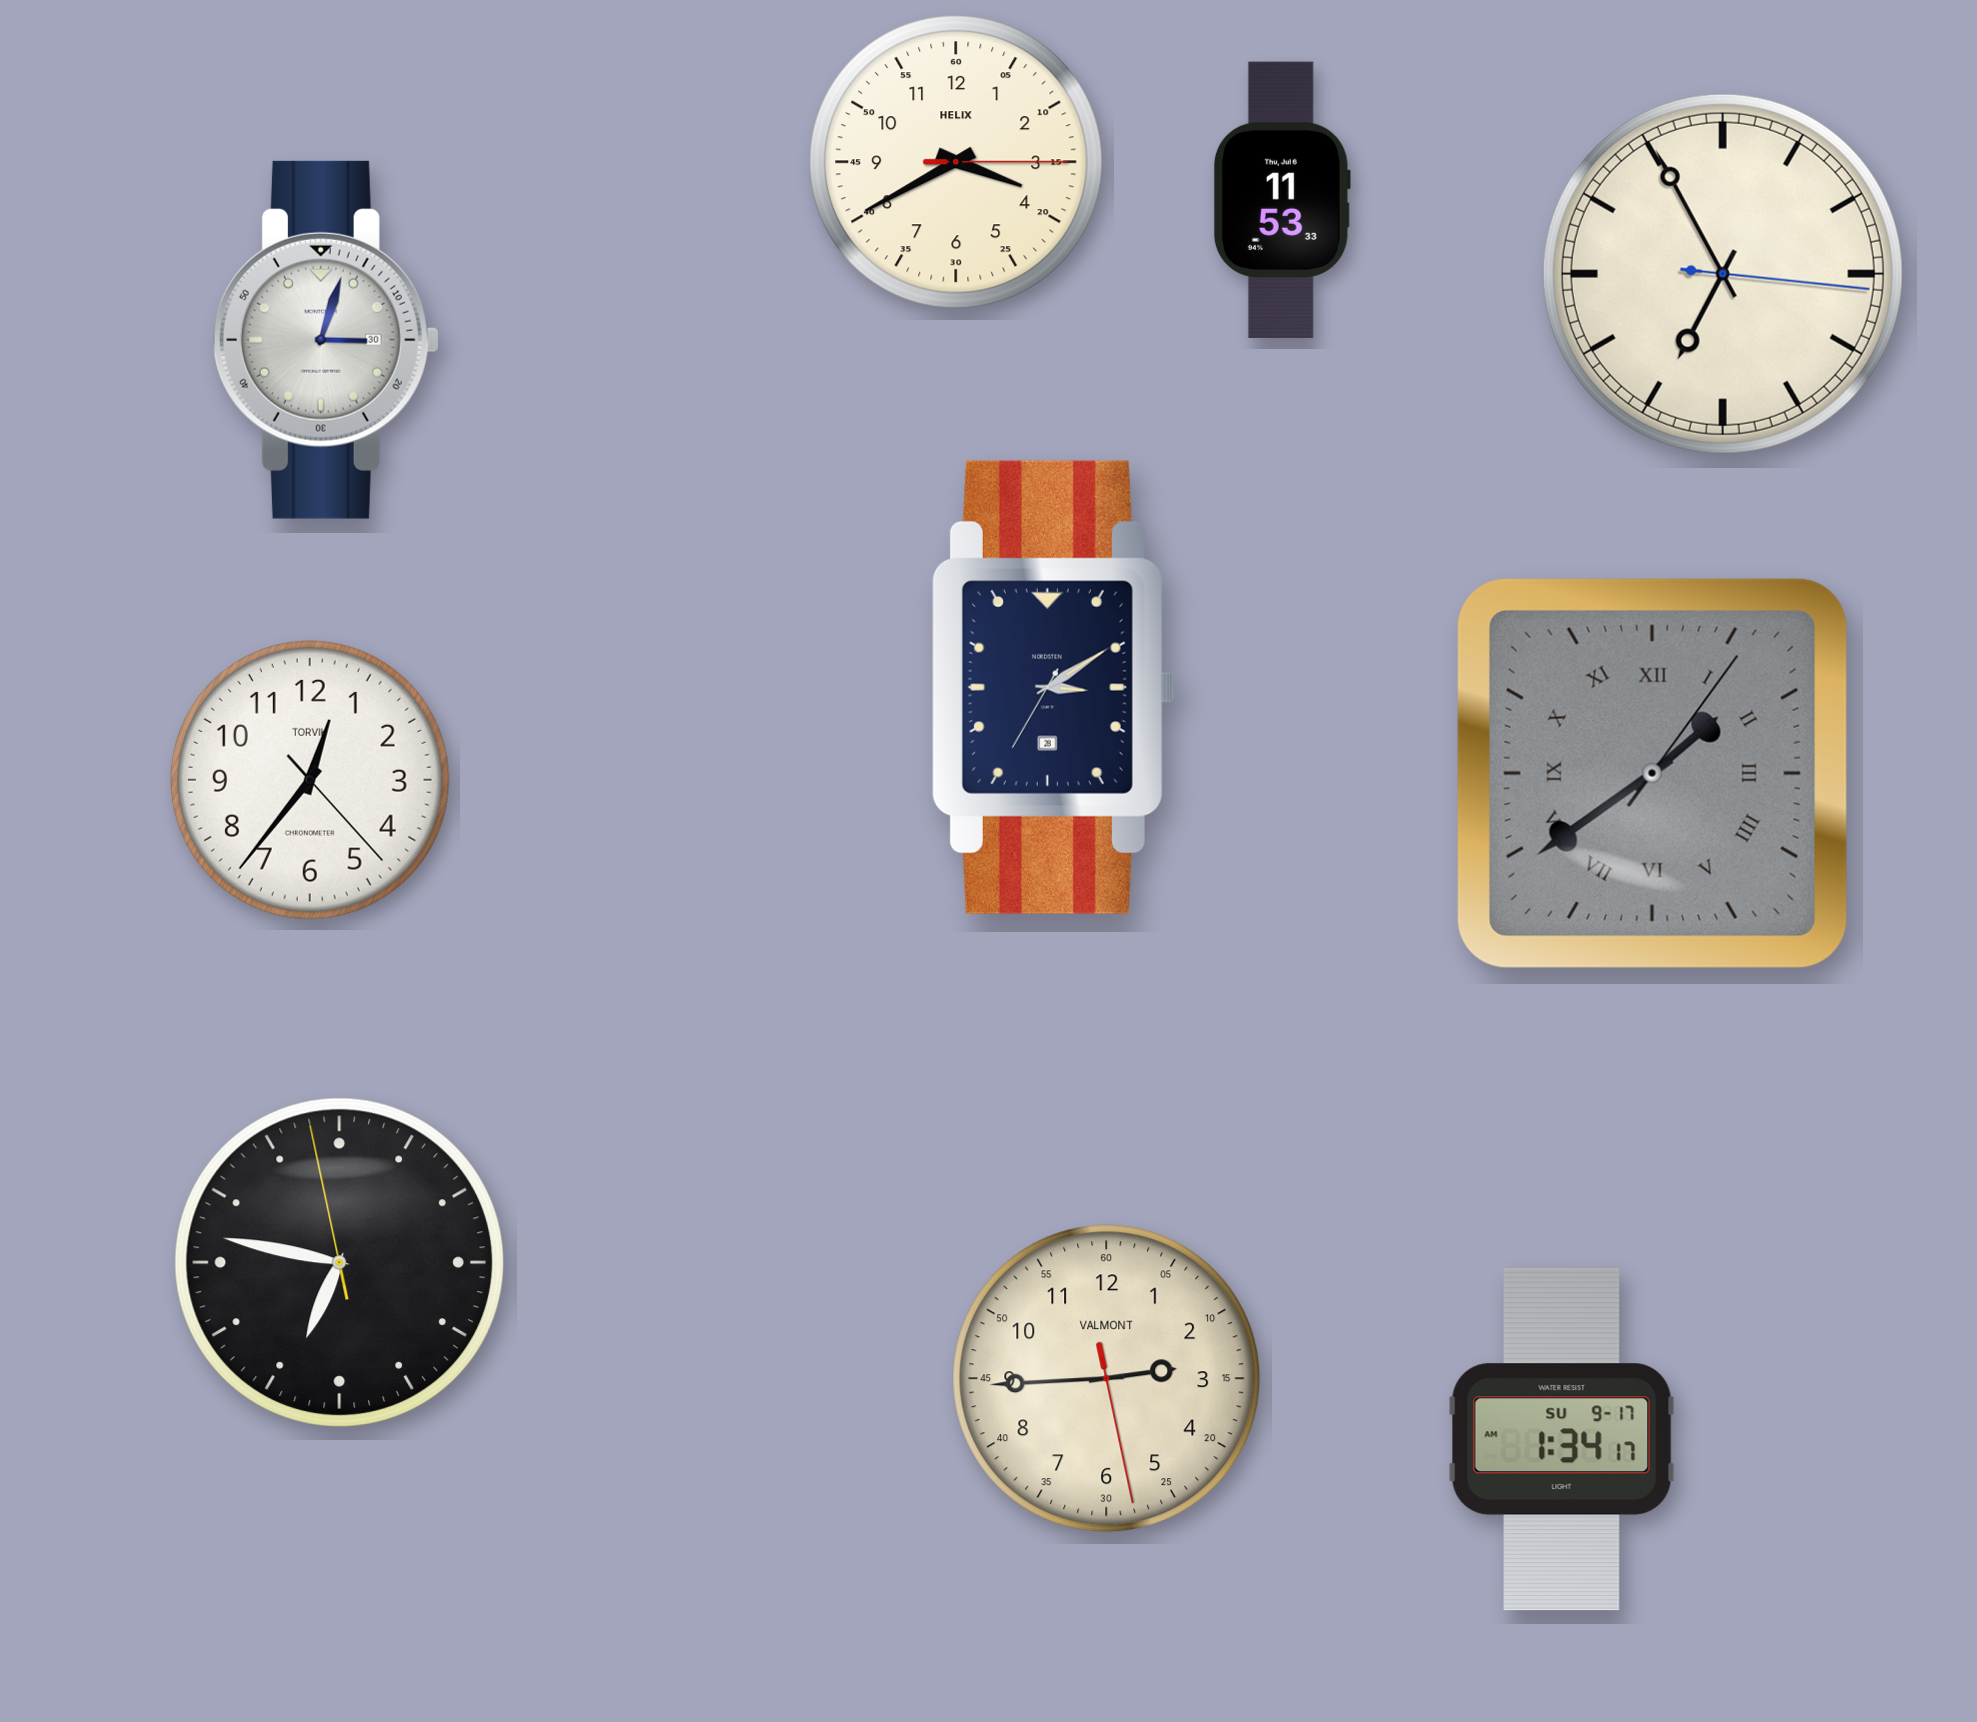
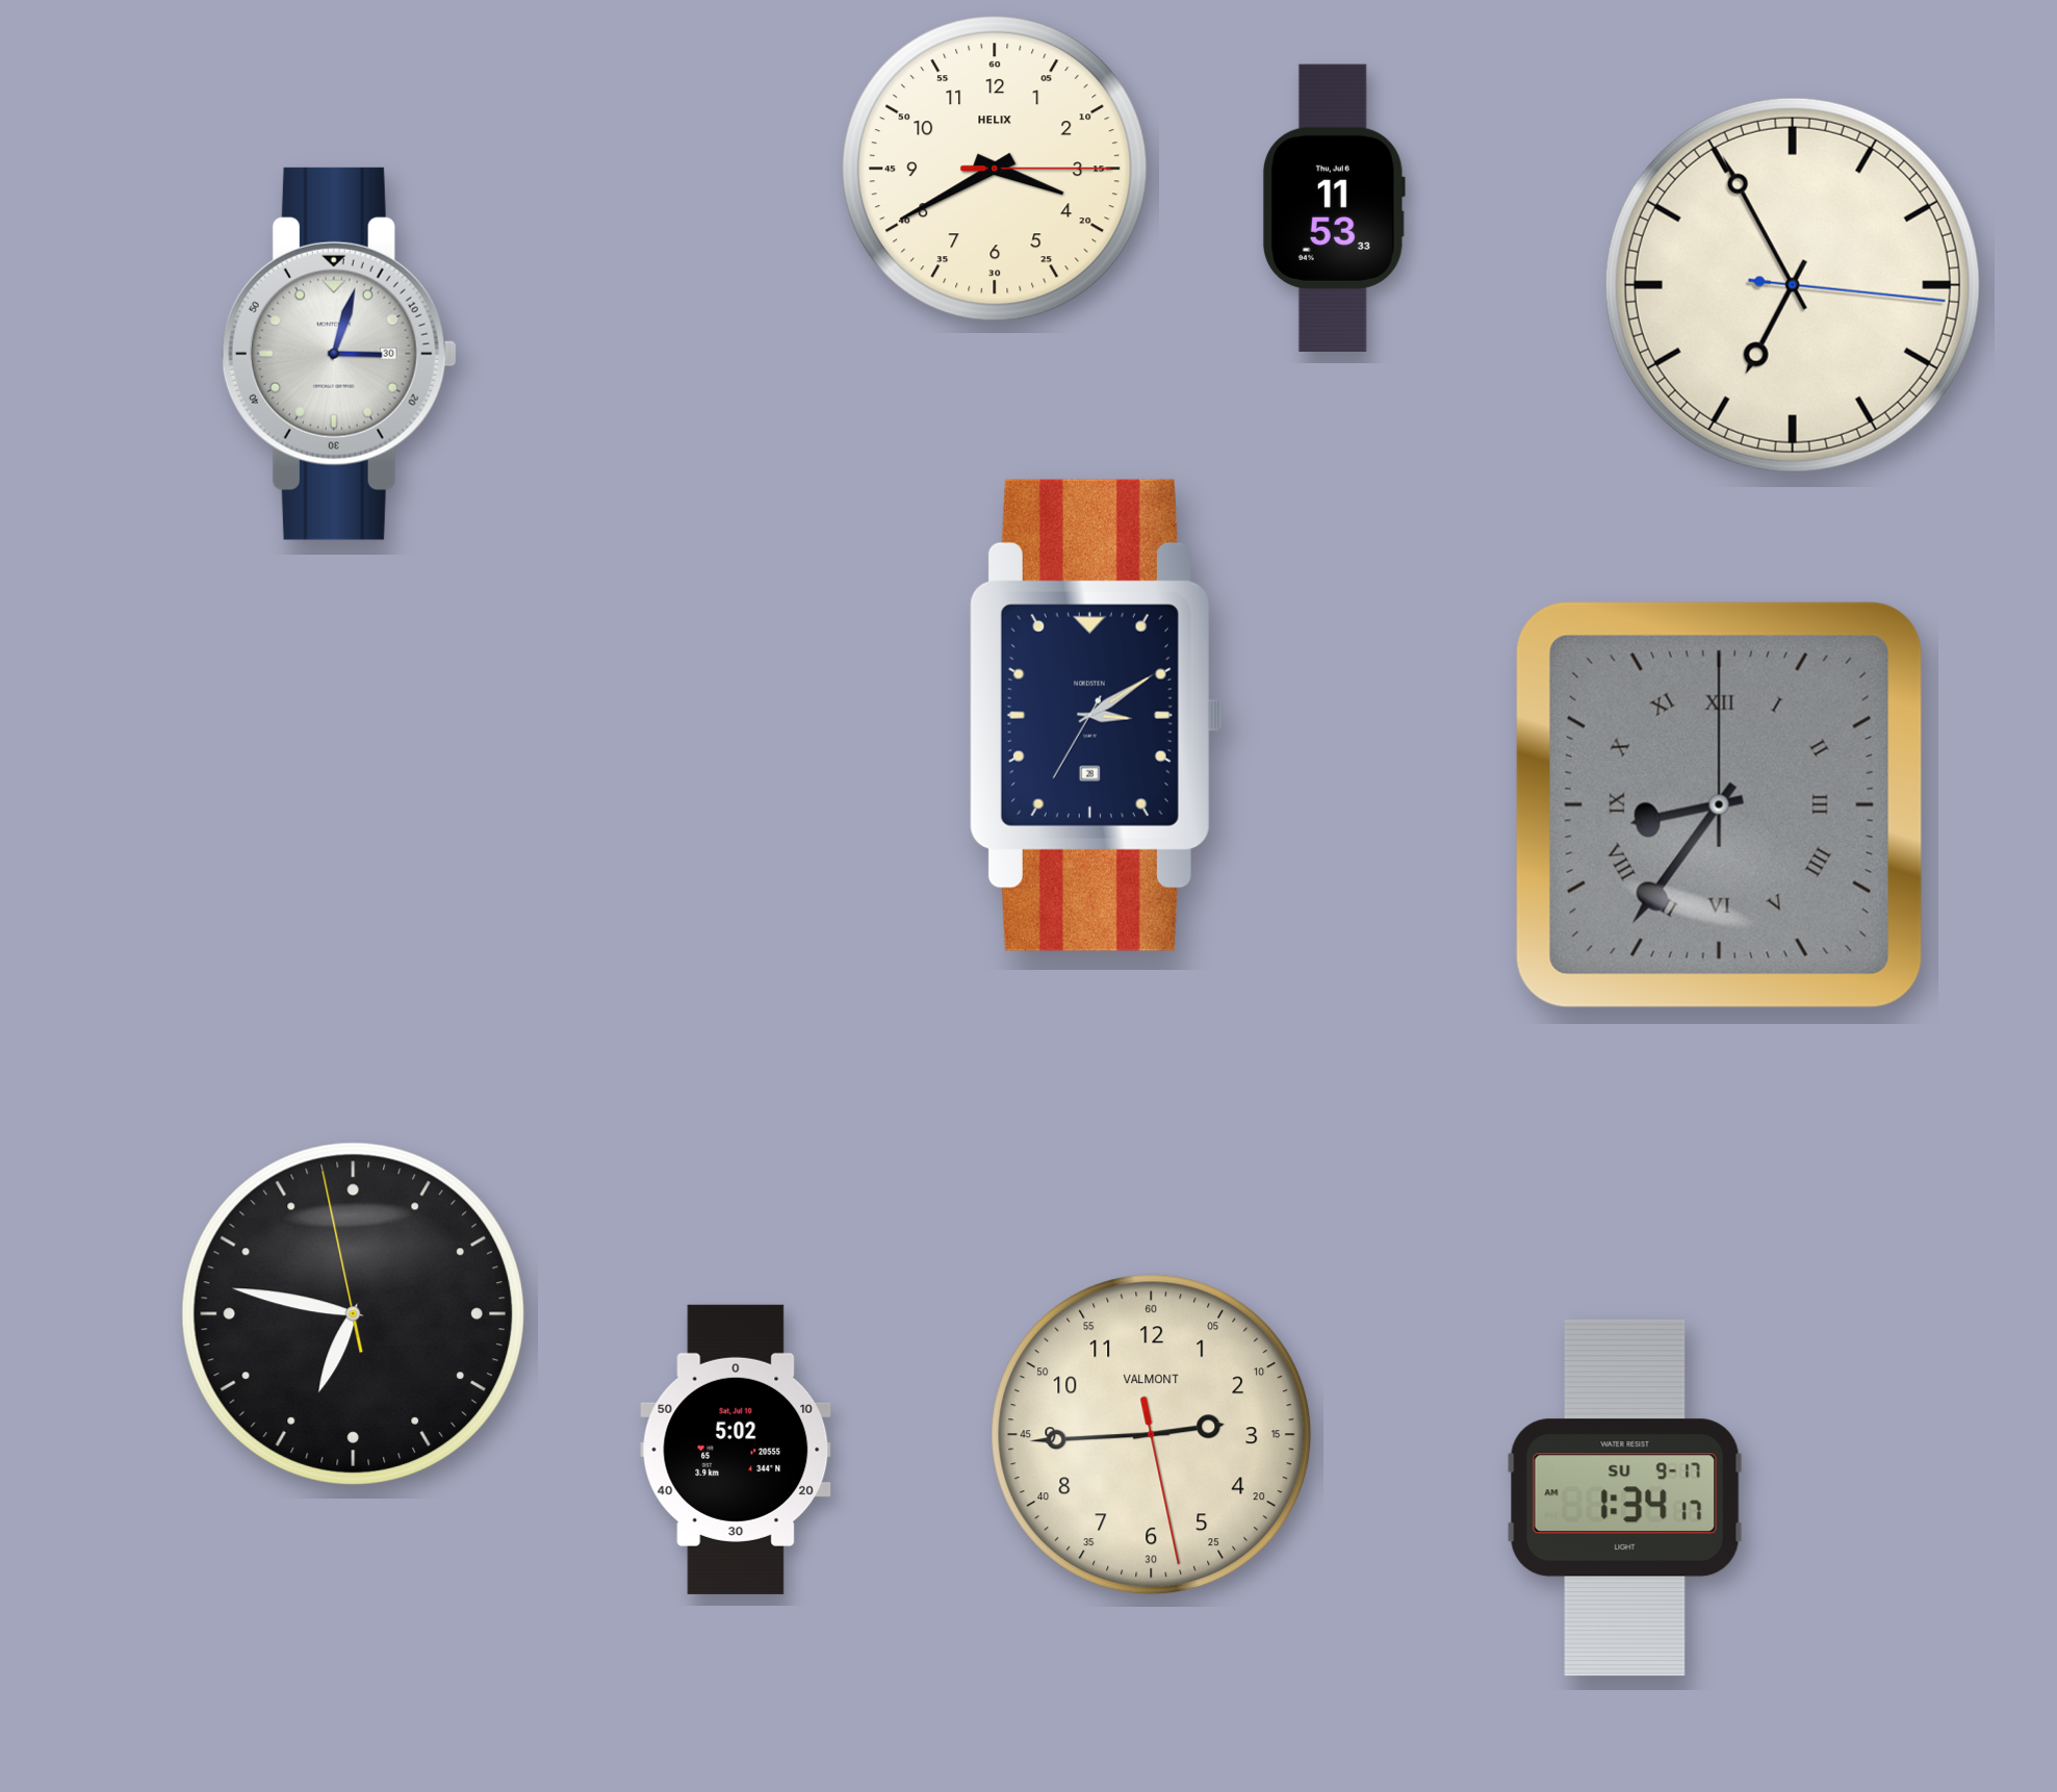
clock at (1652, 773): 1:39 -> 8:36
clock at (310, 780): 12:36 -> none
clock at (736, 1450): none -> 5:02
